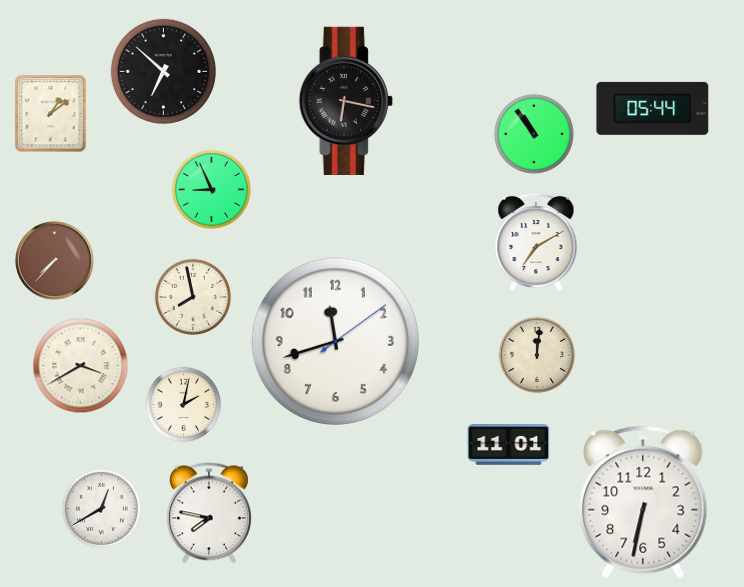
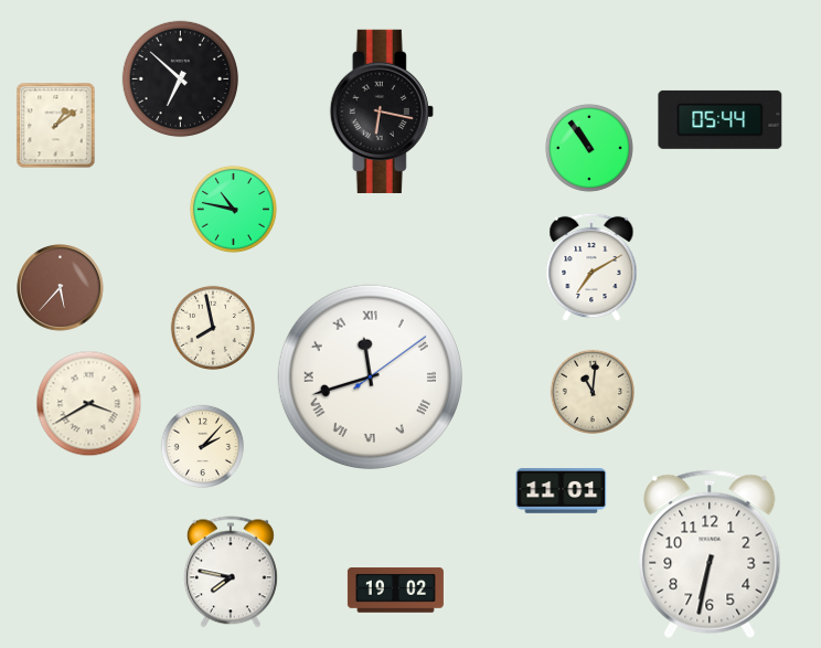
clock at (211, 189): 8:56 -> 10:47
clock at (55, 261): 7:37 -> 5:37
clock at (335, 341) numerals: Arabic -> Roman
clock at (536, 354): 12:01 -> 11:01
clock at (184, 405): 2:02 -> 2:07
clock at (101, 508): 12:40 -> none
clock at (209, 513) position: (209, 513) -> (231, 572)
clock at (395, 591): none -> 19:02
